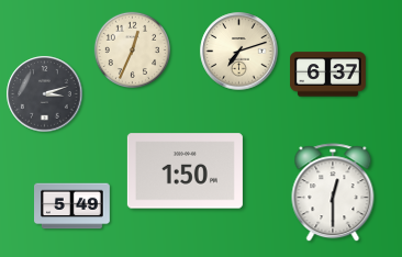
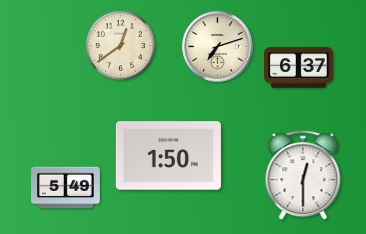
clock at (132, 49): 12:34 -> 12:39
clock at (45, 94): 3:12 -> none
